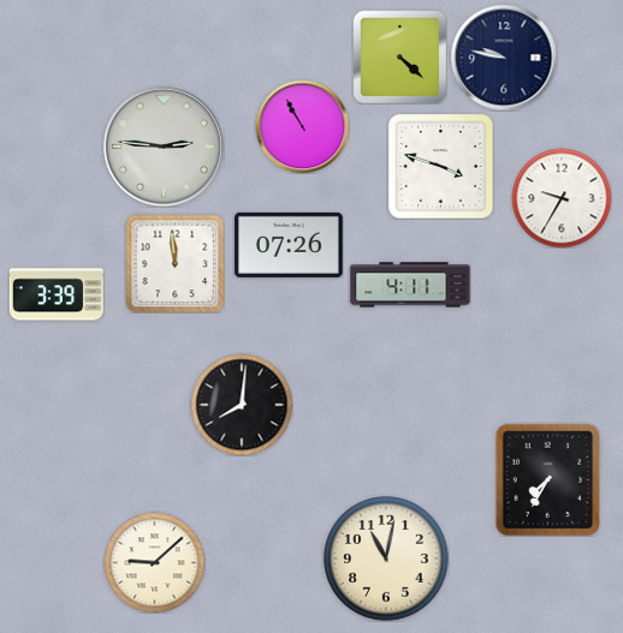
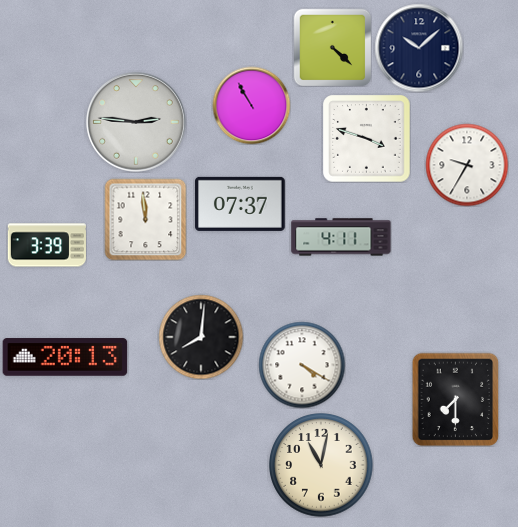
clock at (504, 58): 9:47 -> 10:08
clock at (289, 245): 07:26 -> 07:37
clock at (65, 357): none -> 20:13
clock at (302, 365): none -> 4:20
clock at (548, 479): 7:35 -> 7:30
clock at (154, 562): 9:08 -> none
